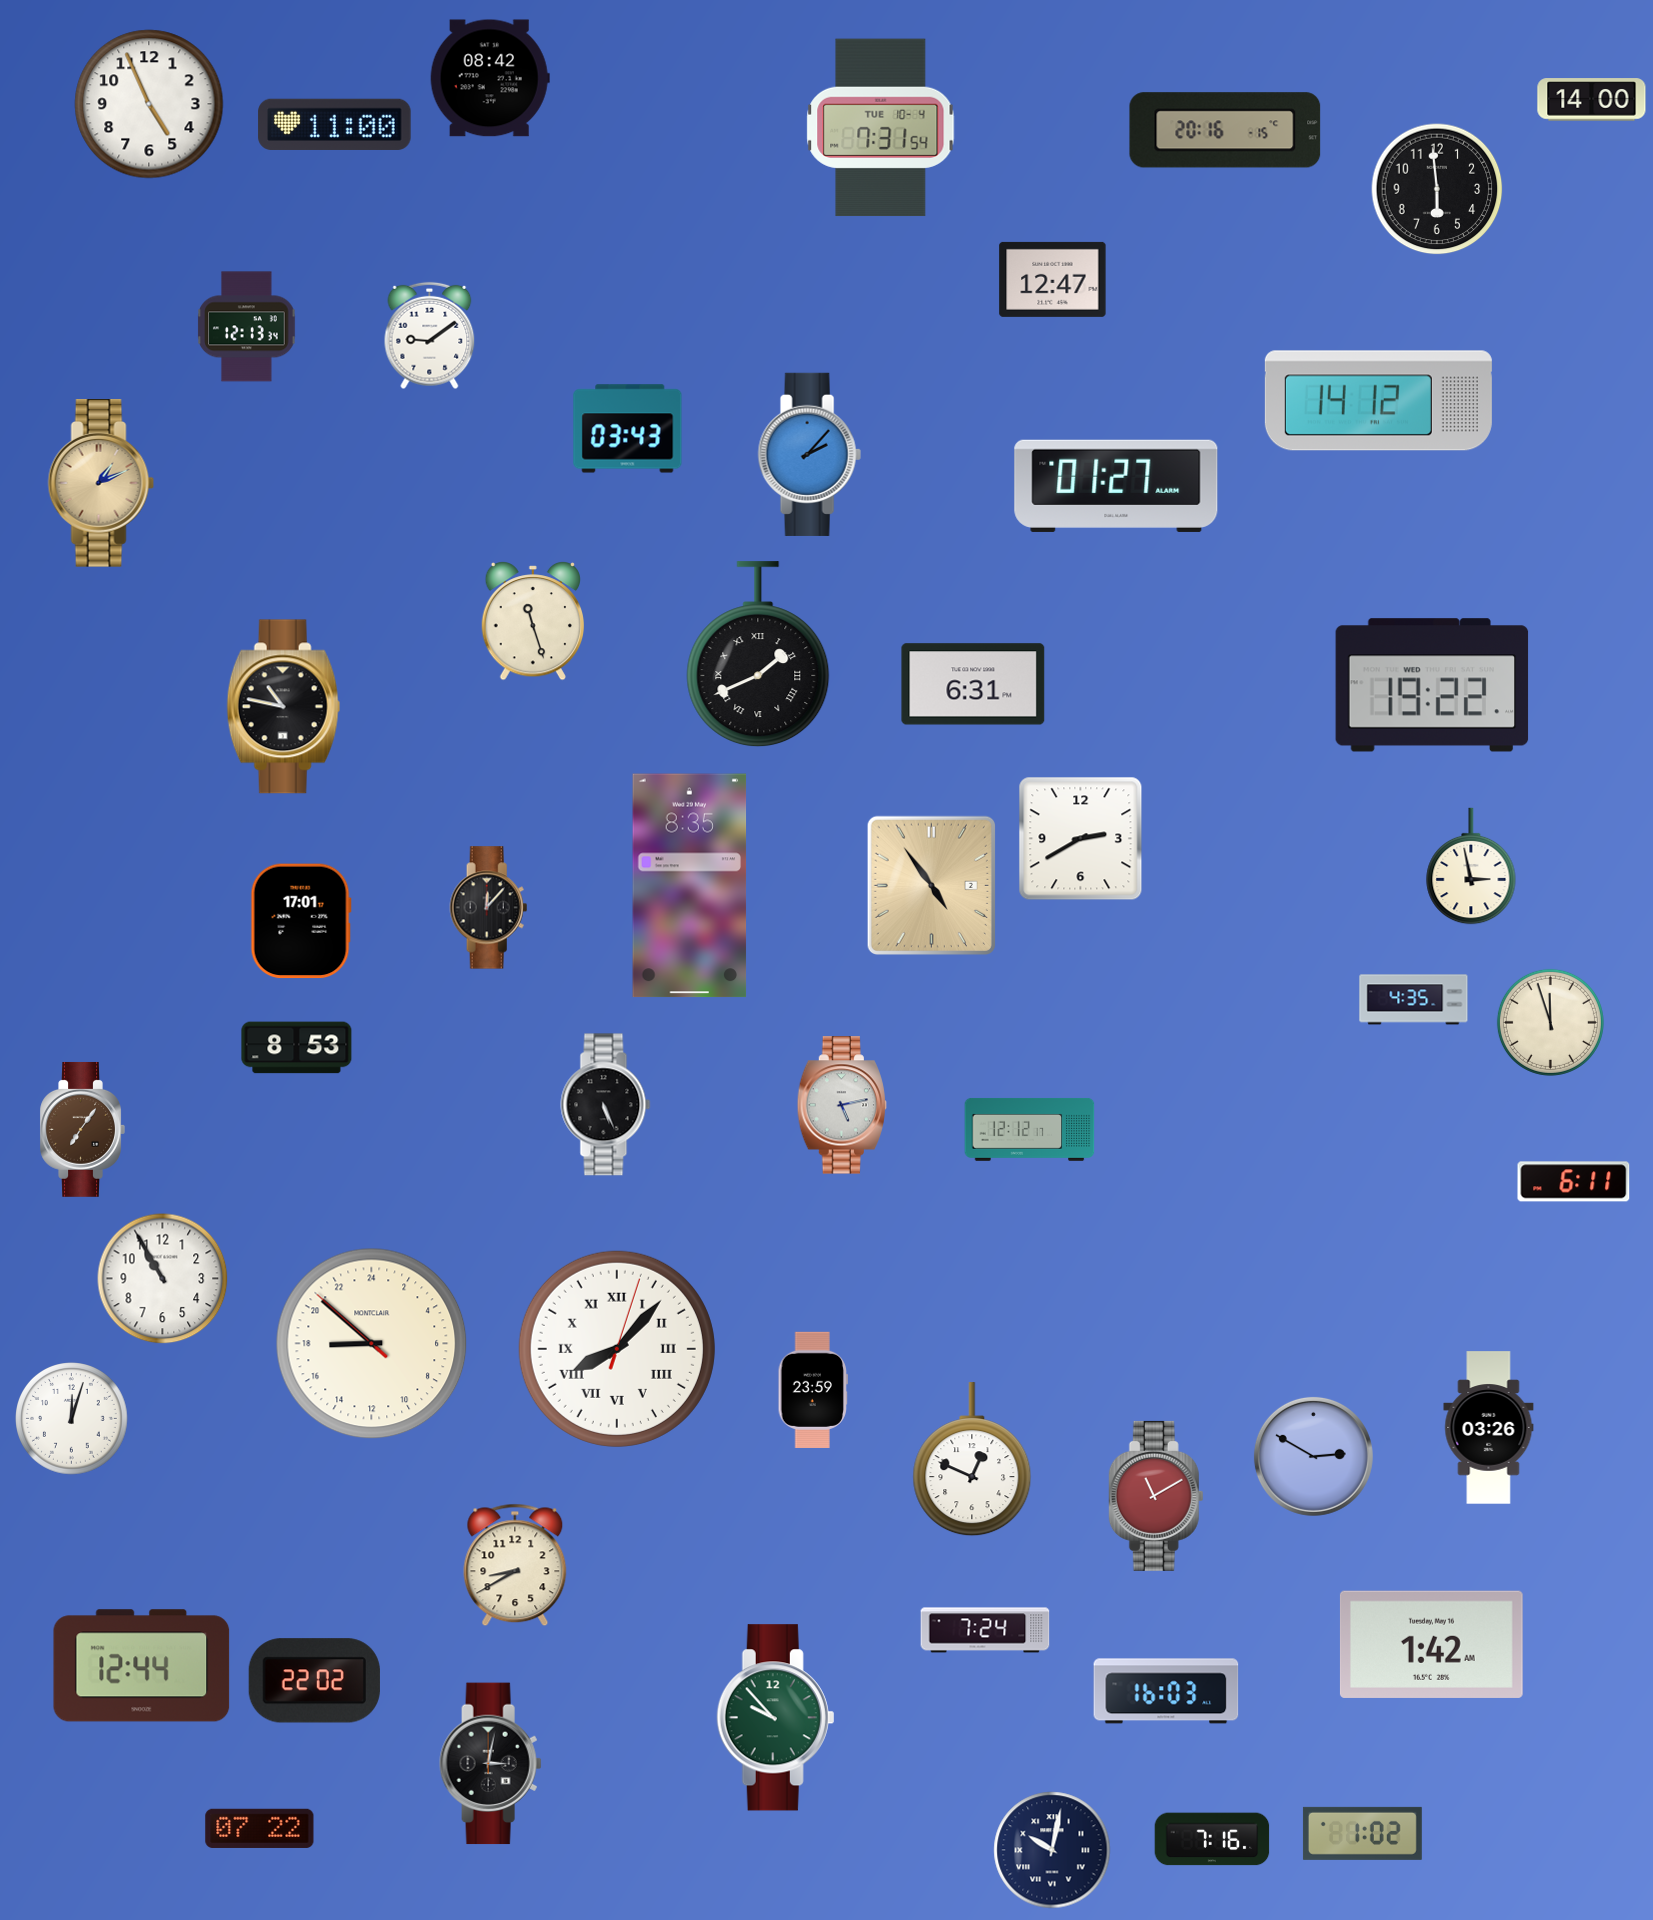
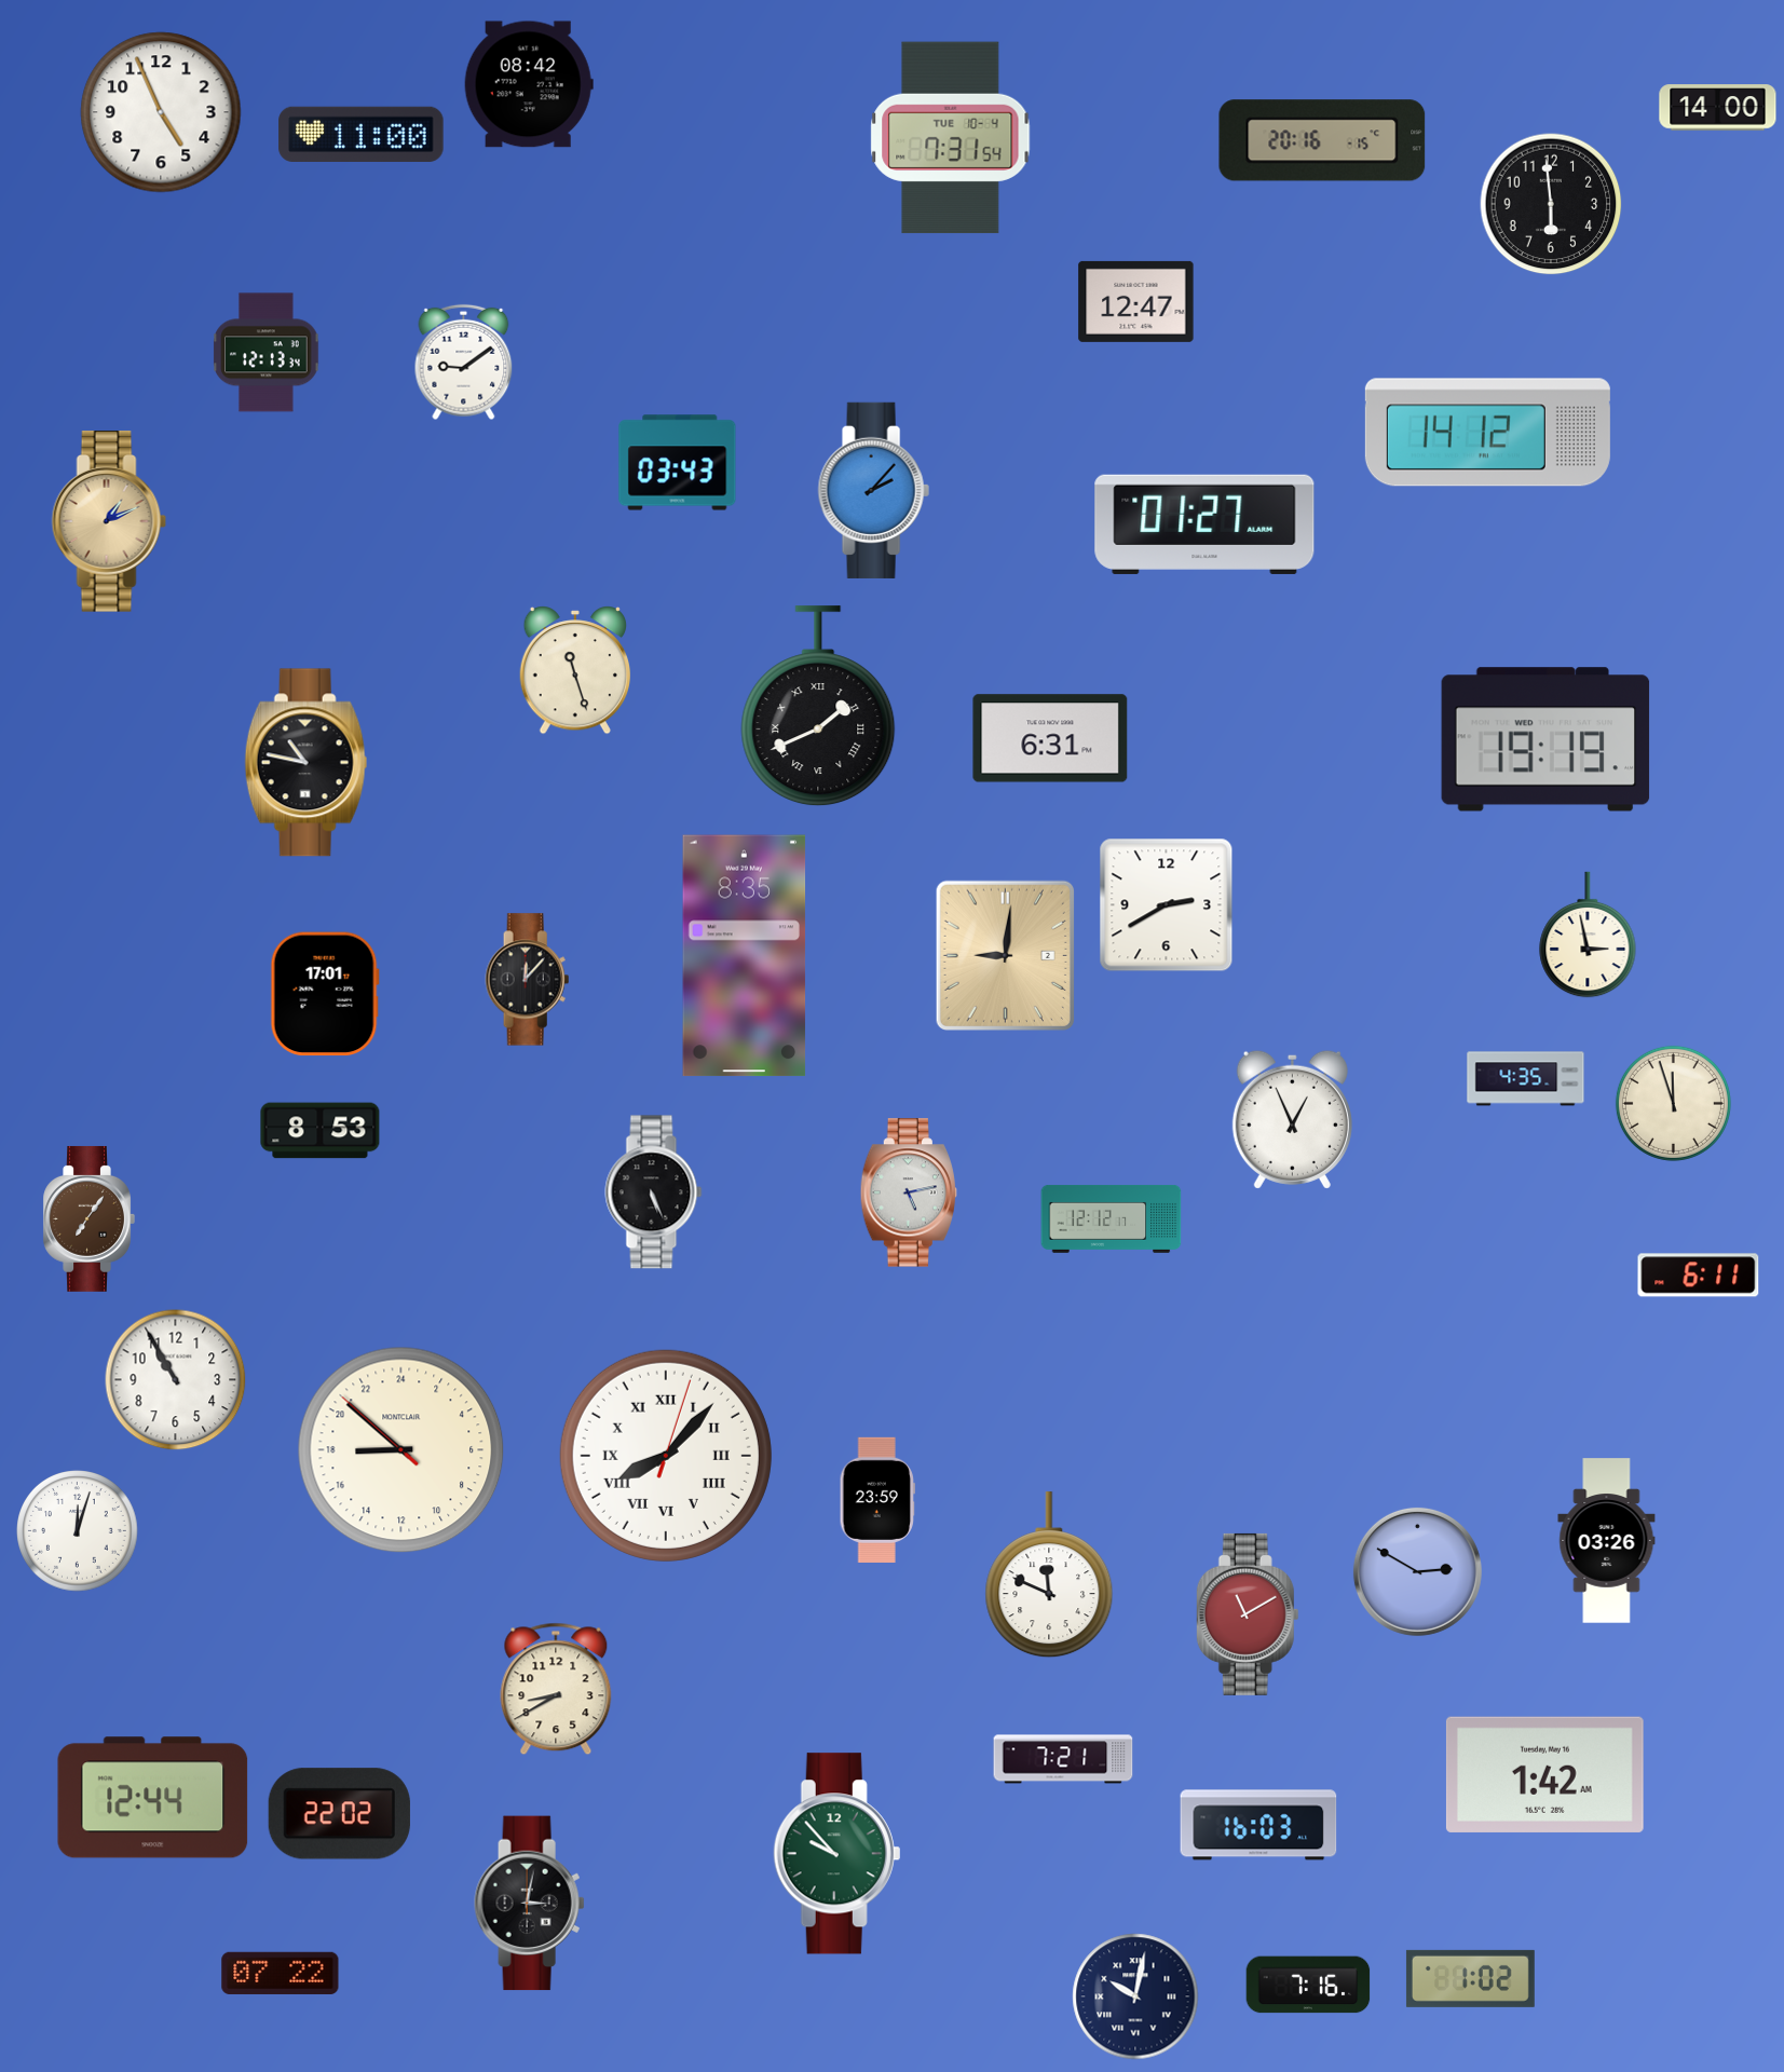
clock at (1432, 685): 19:22 -> 19:19
clock at (931, 885): 4:54 -> 9:01
clock at (1292, 1119): none -> 12:56
clock at (972, 1460): 12:49 -> 11:49
clock at (985, 1630): 7:24 -> 7:21
